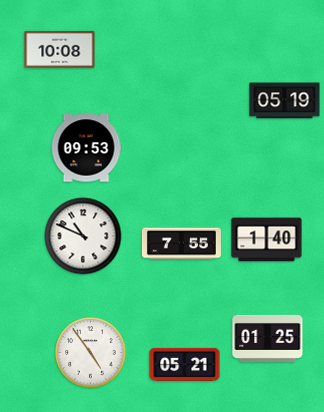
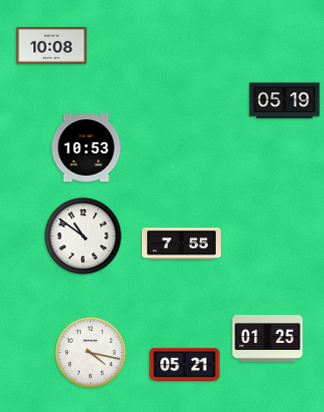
clock at (60, 49) position: (60, 49) -> (52, 45)
clock at (86, 148): 09:53 -> 10:53
clock at (83, 236): 10:49 -> 10:51
clock at (267, 240): 1:40 -> none
clock at (91, 353): 4:54 -> 4:17
